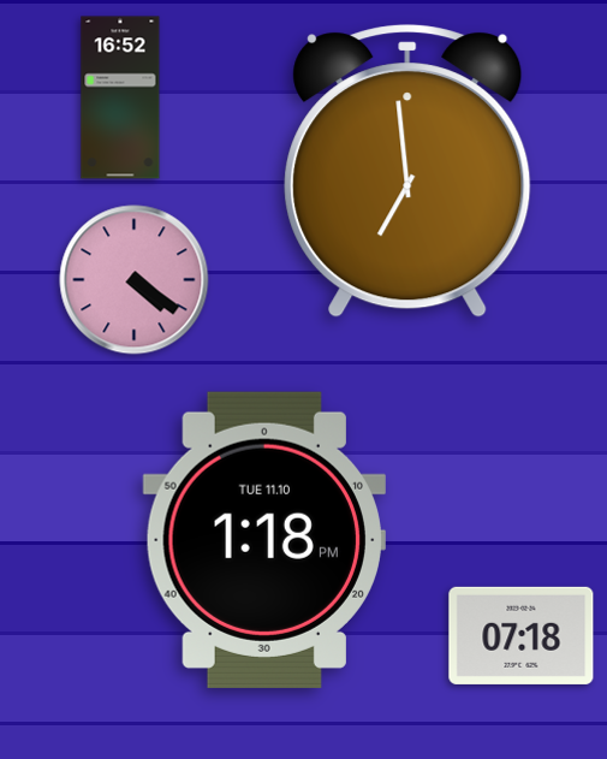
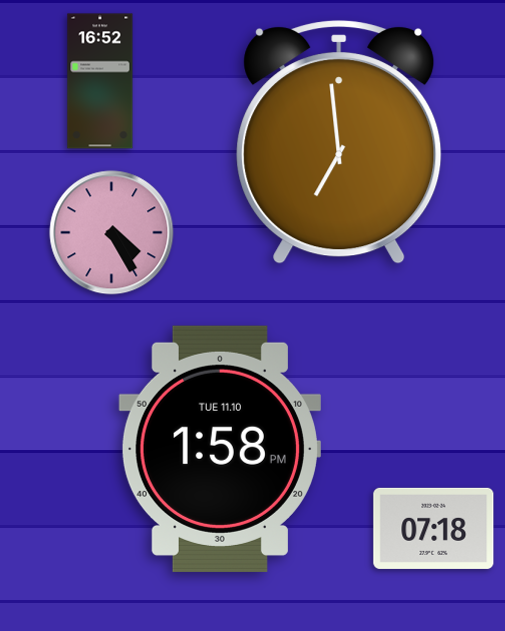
clock at (135, 280): 4:21 -> 4:25
clock at (264, 540): 1:18 -> 1:58
